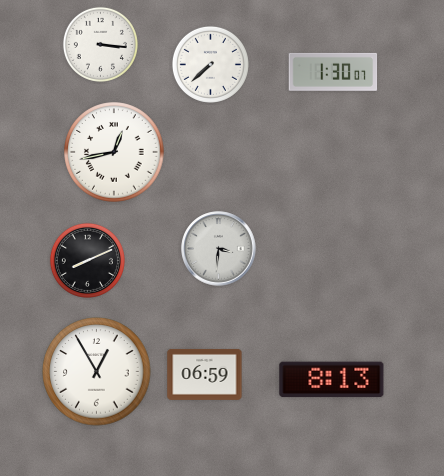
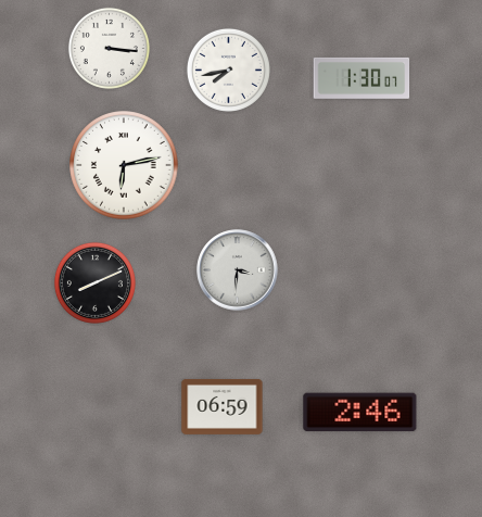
clock at (210, 64): 7:38 -> 7:43
clock at (114, 152): 12:43 -> 6:13
clock at (97, 372): 12:55 -> none
clock at (332, 380): 8:13 -> 2:46
